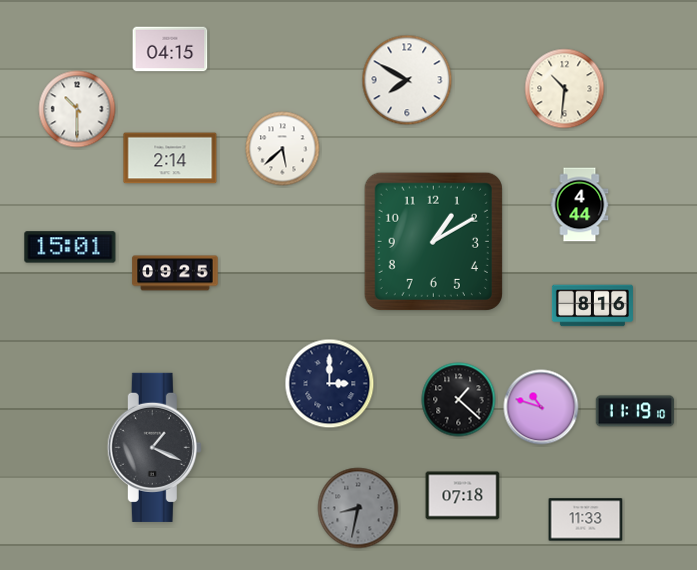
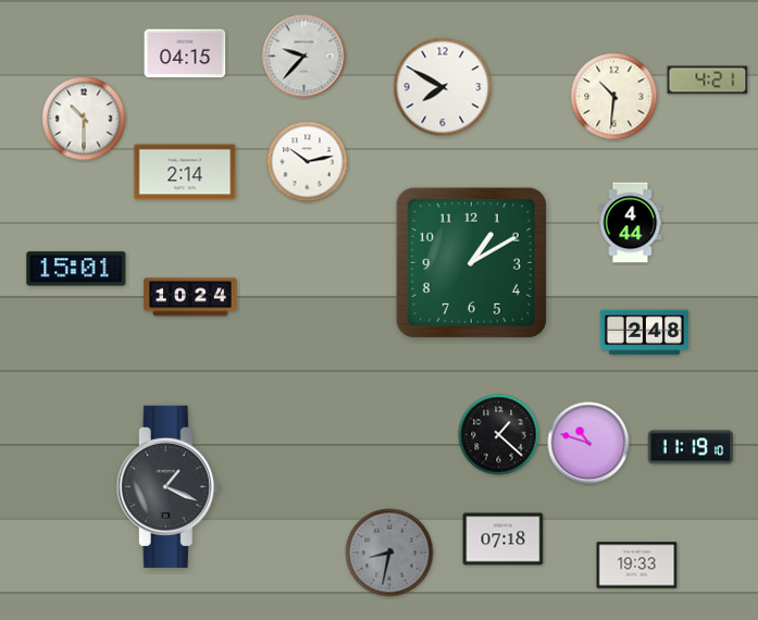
clock at (305, 57): none -> 9:37
clock at (708, 80): none -> 4:21
clock at (283, 149): 5:38 -> 10:13
clock at (175, 273): 09:25 -> 10:24
clock at (592, 306): 8:16 -> 2:48
clock at (330, 384): 3:00 -> none
clock at (586, 520): 11:33 -> 19:33
